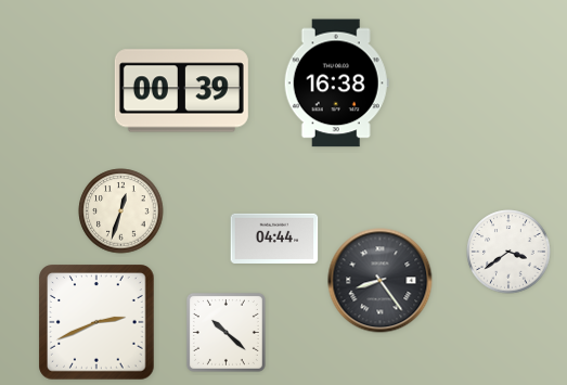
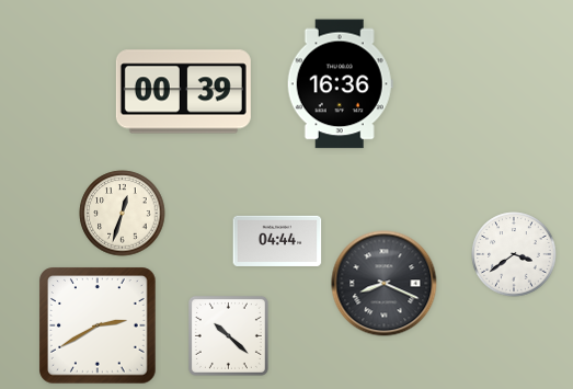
clock at (336, 84): 16:38 -> 16:36
clock at (381, 281): 8:24 -> 8:19
clock at (96, 322): 2:41 -> 2:40
